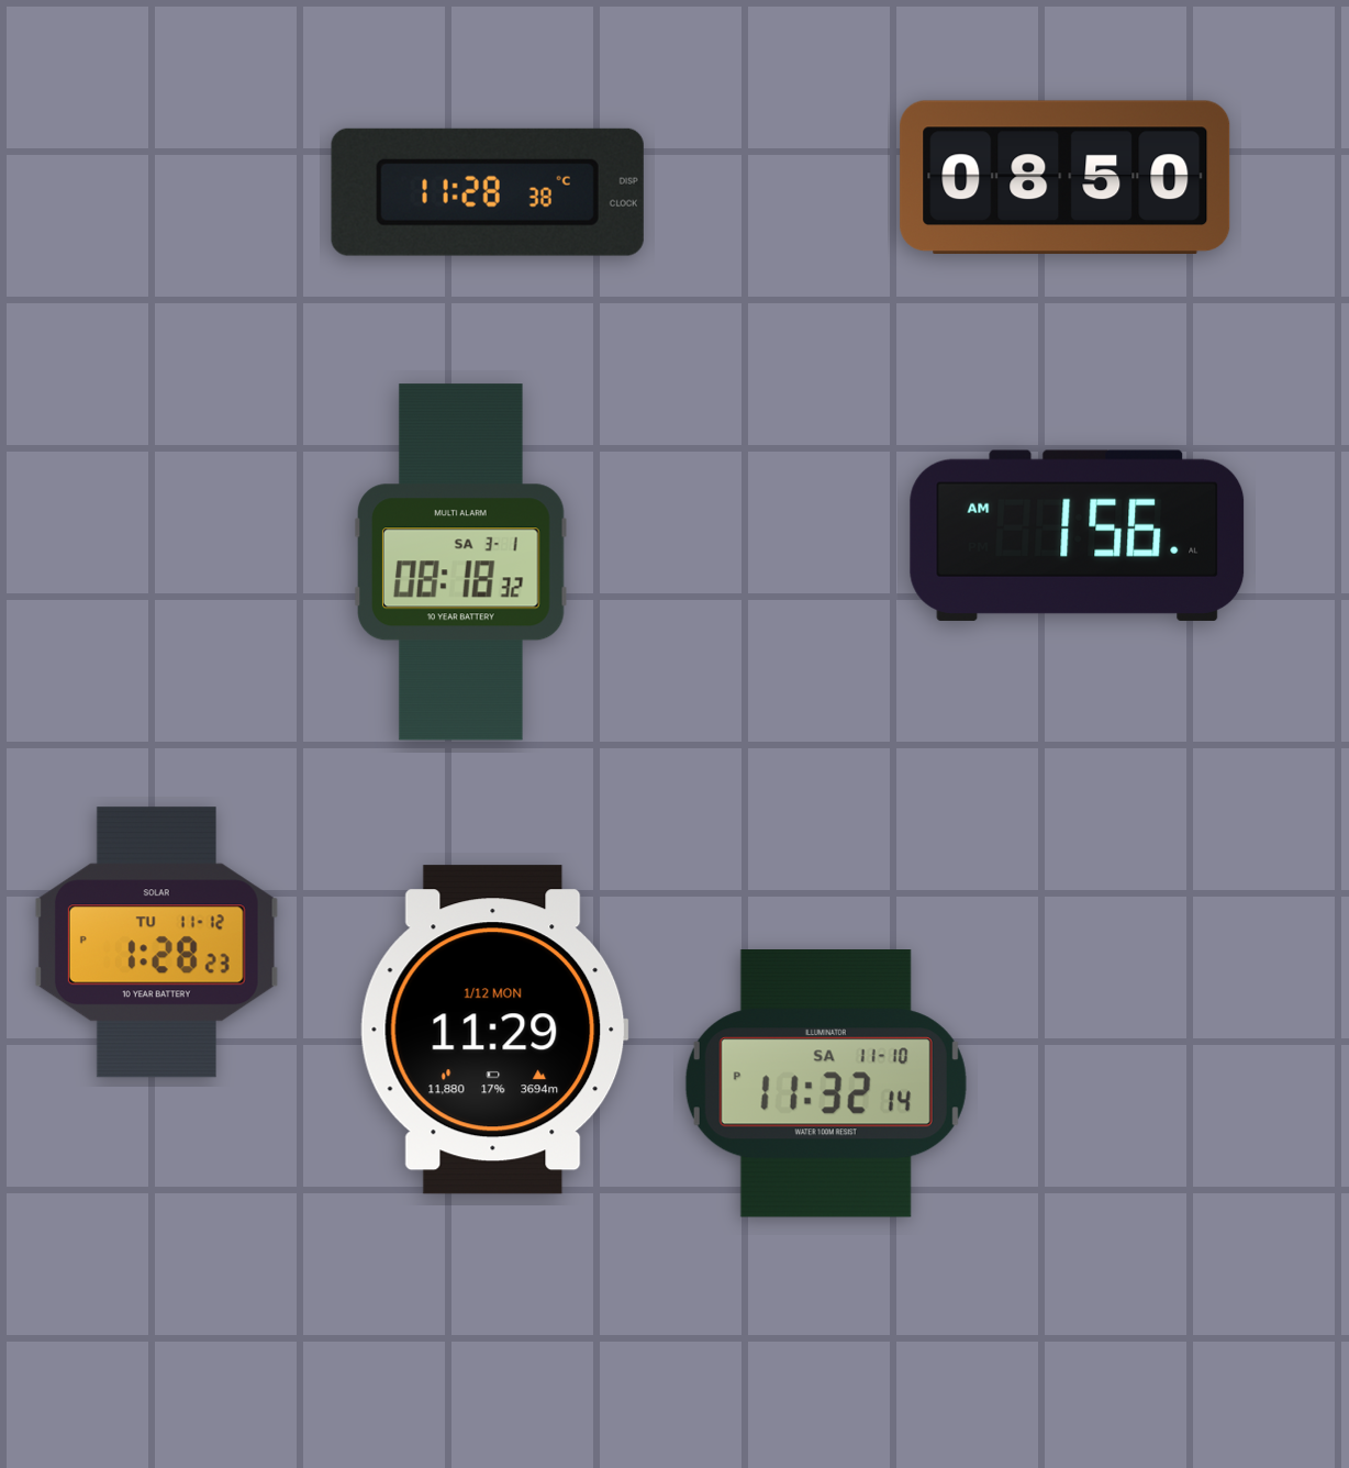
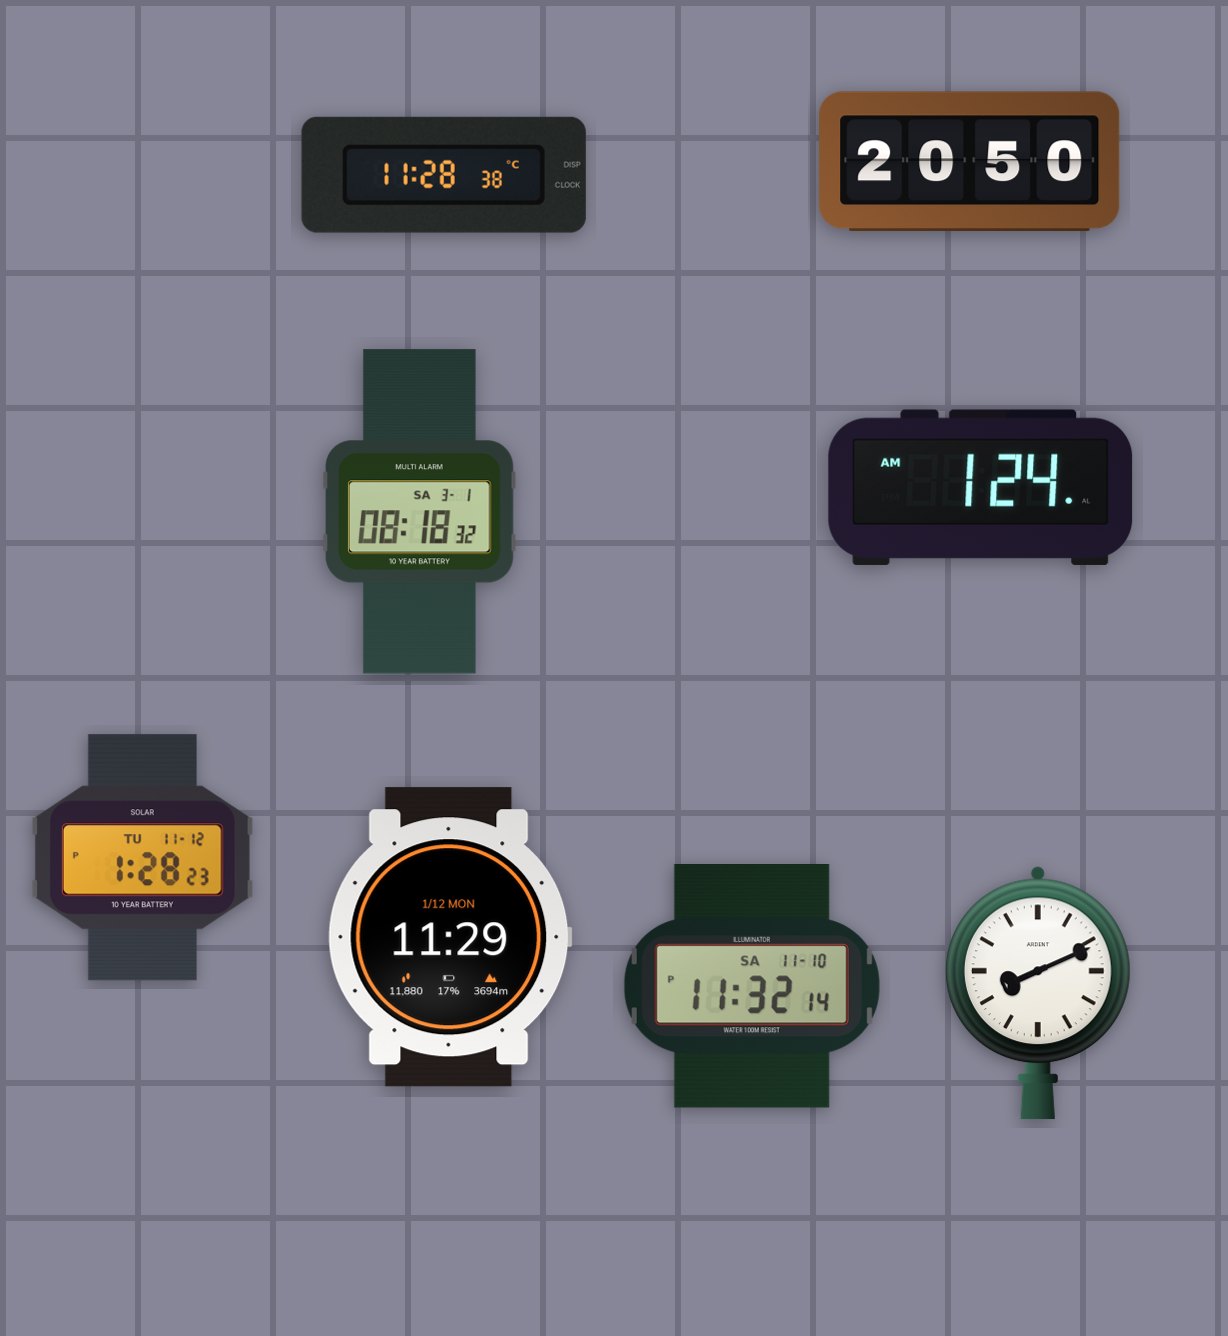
clock at (1066, 177): 08:50 -> 20:50
clock at (1078, 535): 1:56 -> 1:24
clock at (1038, 993): none -> 8:11
